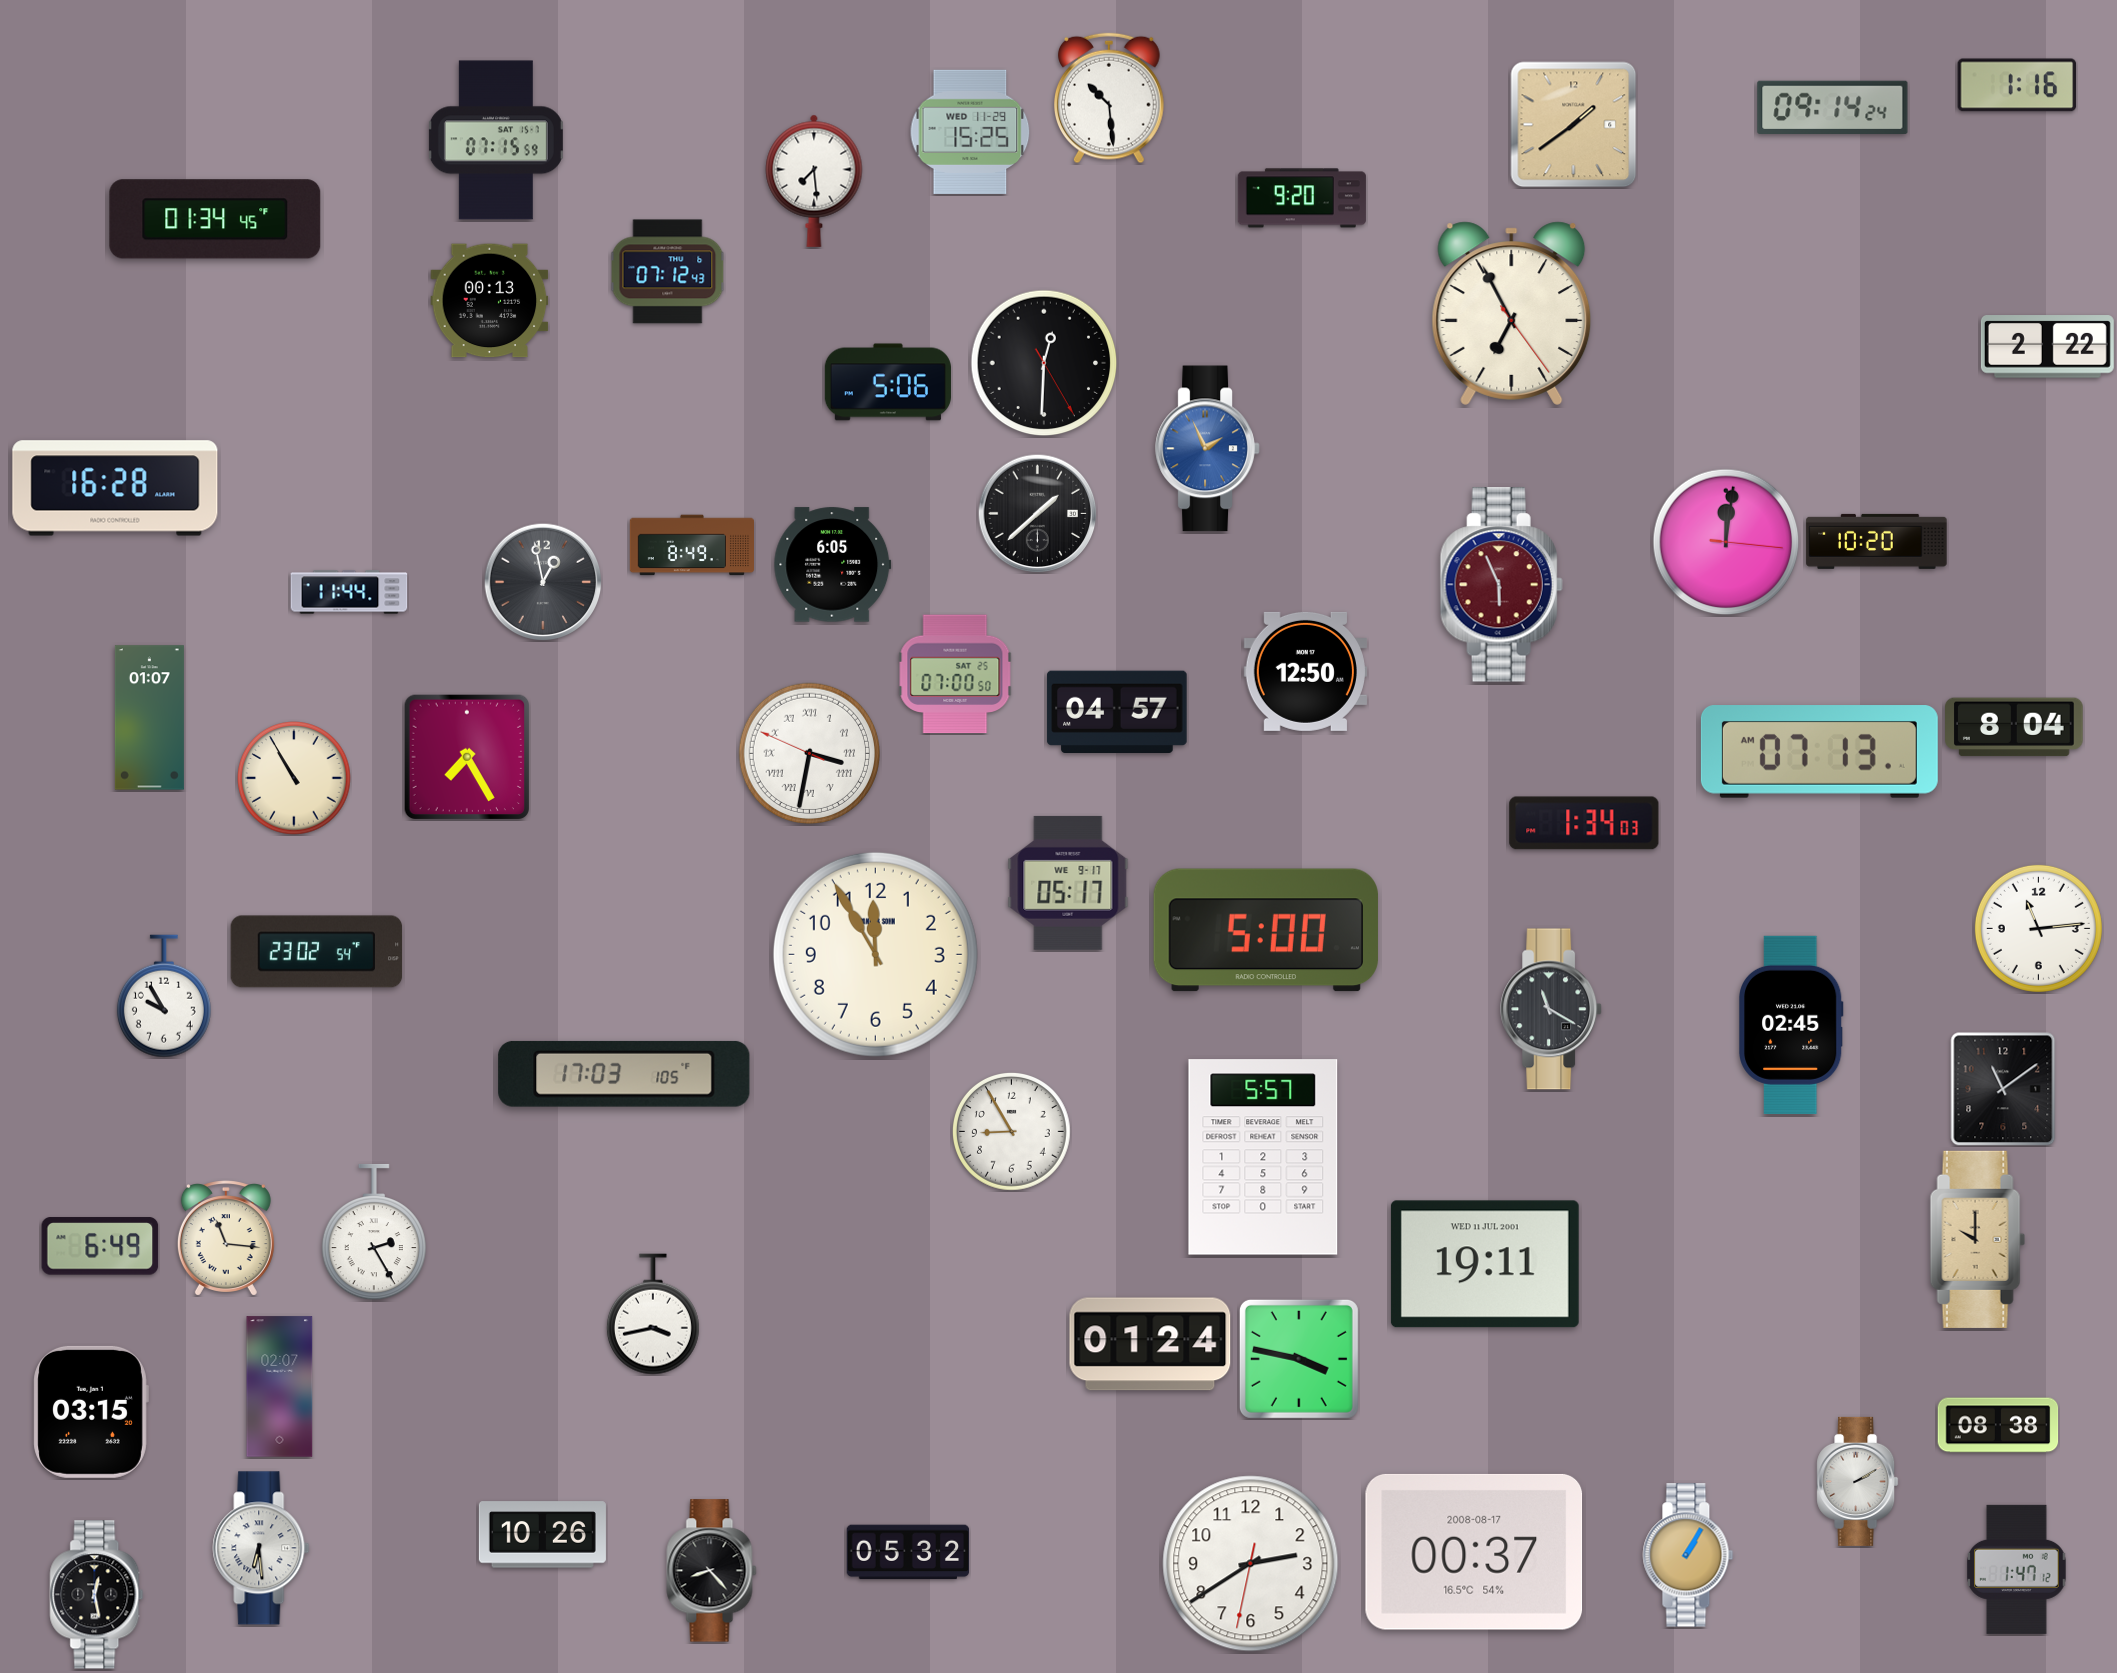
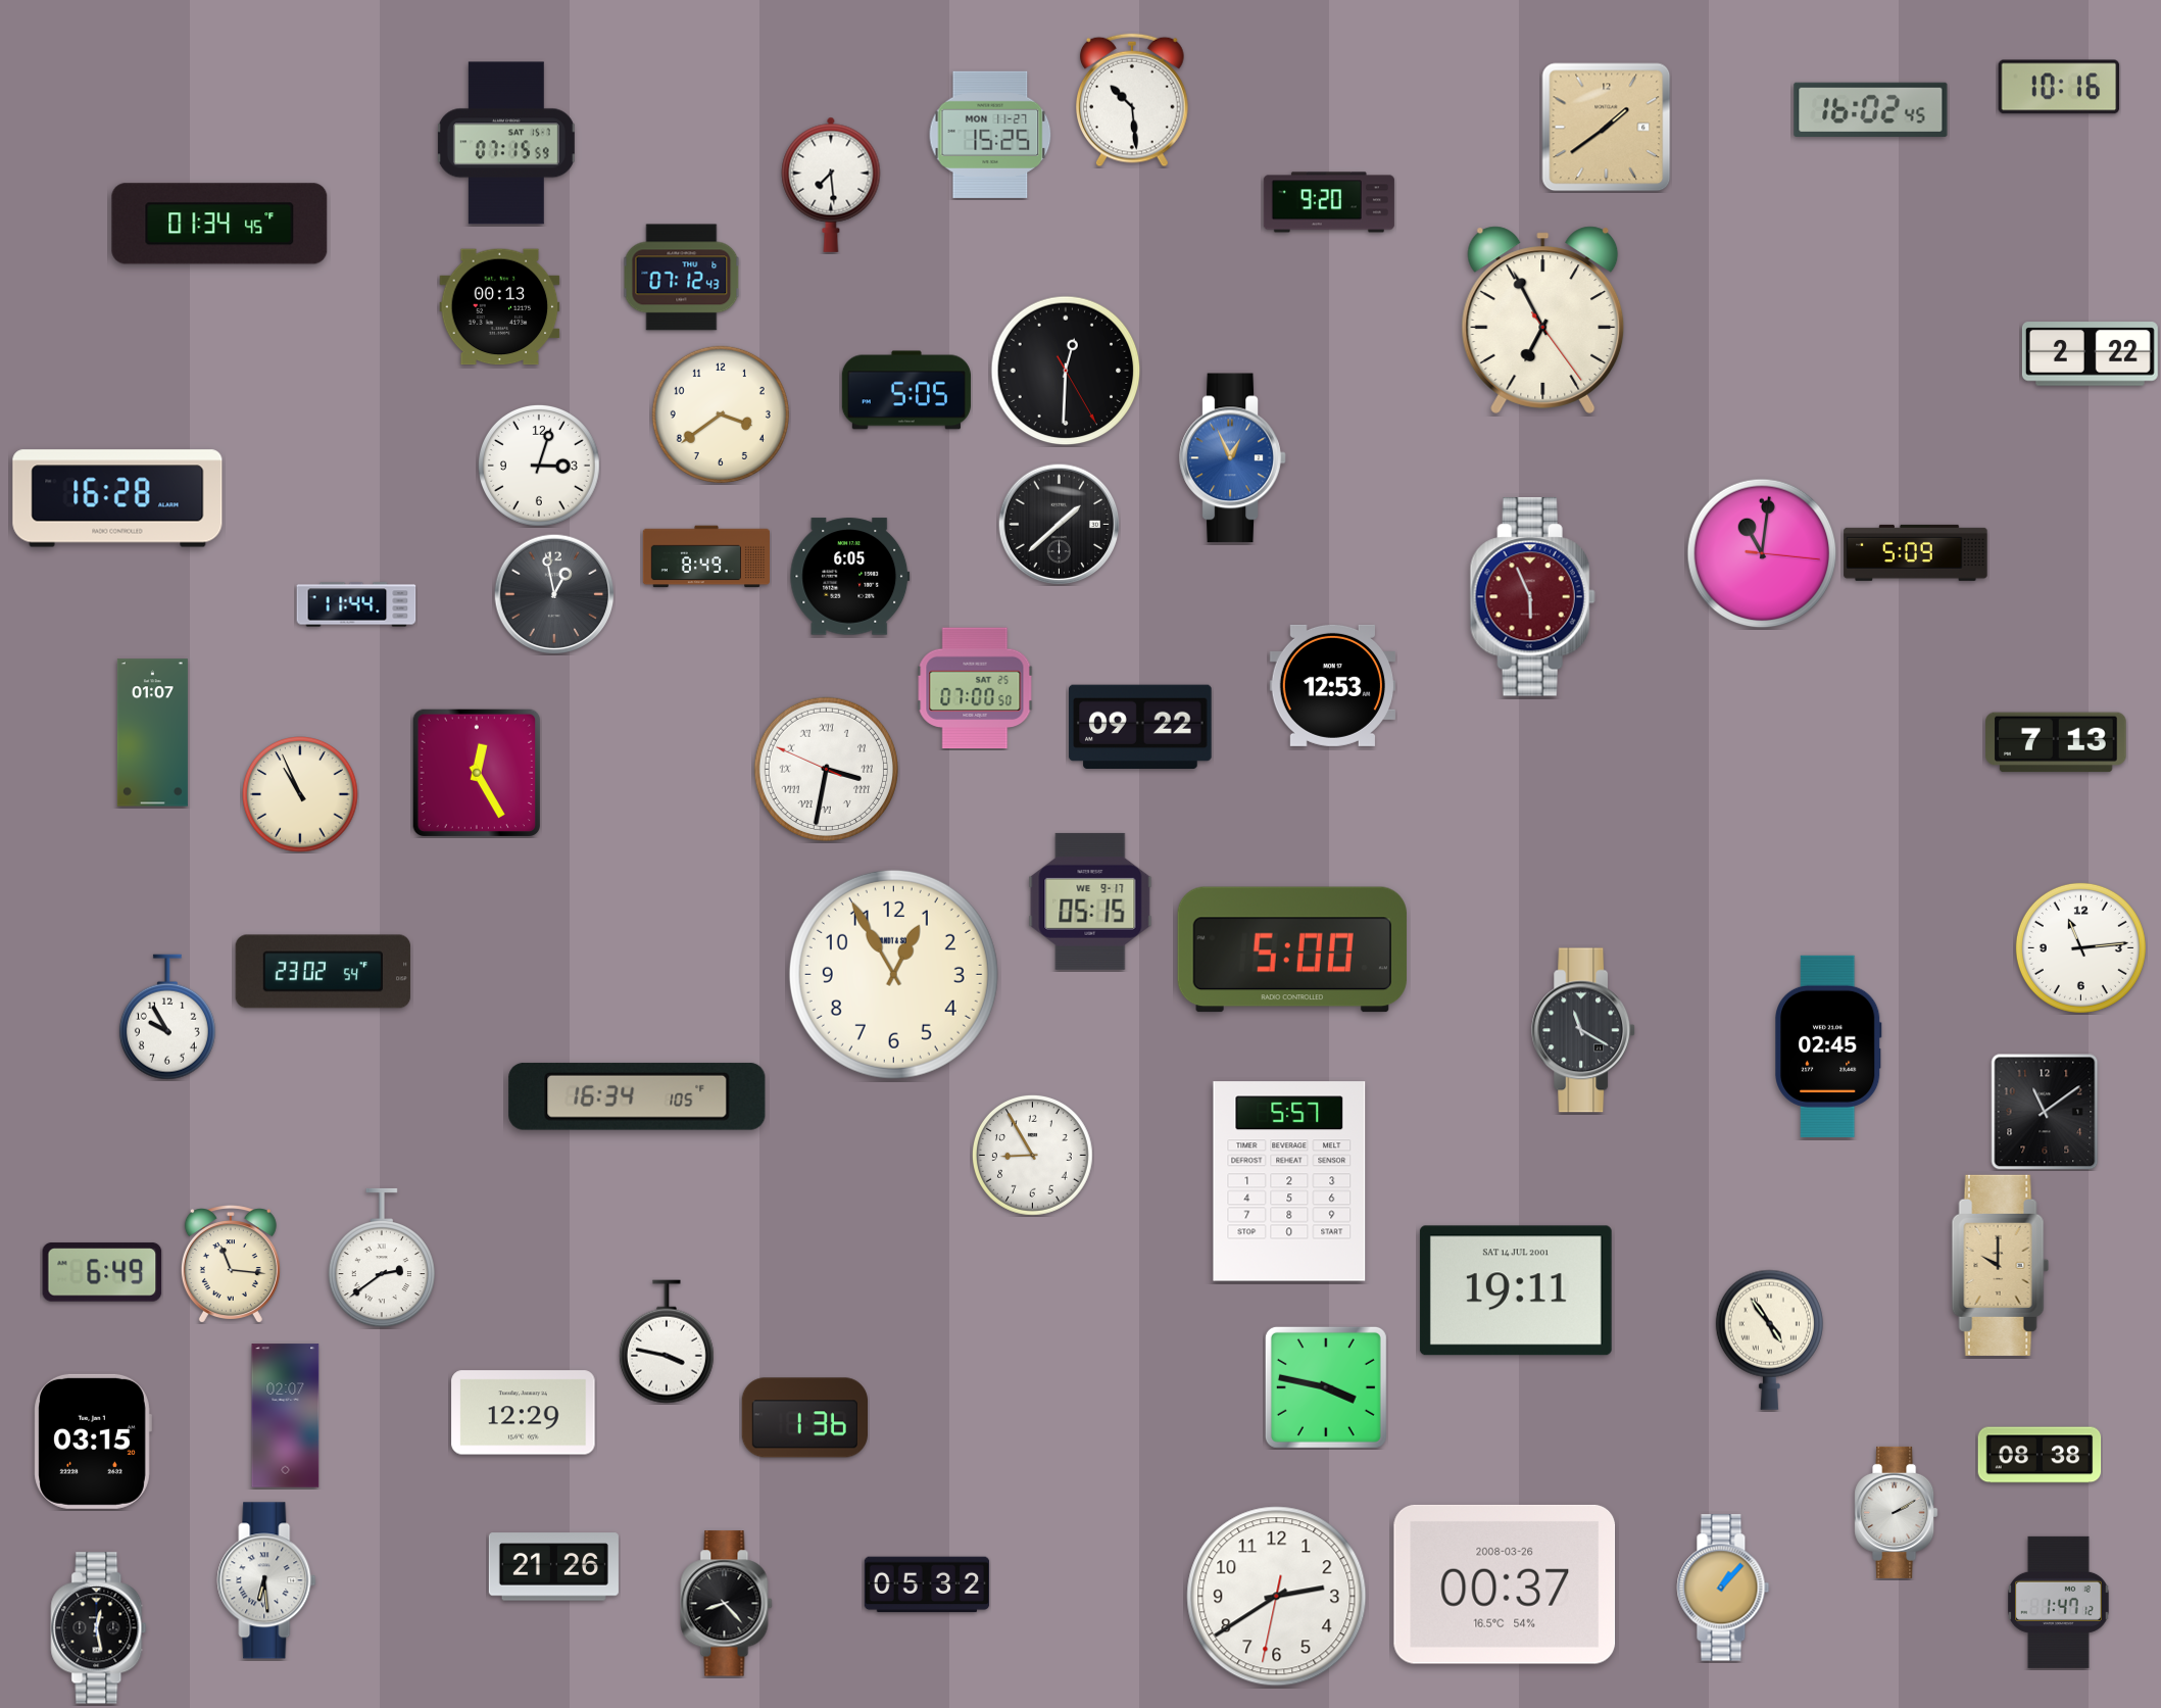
clock at (2017, 85): 1:16 -> 10:16
clock at (1833, 107): 09:14 -> 16:02
clock at (970, 132) date: WED 11-29 -> MON 11-27
clock at (888, 382): 5:06 -> 5:05
clock at (721, 414): none -> 3:39
clock at (1208, 449): 1:56 -> 12:56
clock at (539, 466): none -> 3:03
clock at (1877, 541): 10:20 -> 5:09
clock at (1726, 542): 12:01 -> 11:01
clock at (1305, 671): 12:50 -> 12:53
clock at (1117, 711): 04:57 -> 09:22
clock at (2015, 727): 8:04 -> 7:13
clock at (1819, 752): 07:13 -> none
clock at (467, 757): 7:25 -> 12:25
clock at (294, 778): 10:55 -> 10:56
clock at (1584, 823): 1:34 -> none
clock at (1068, 883): 05:17 -> 05:15
clock at (875, 954): 11:55 -> 12:55
clock at (624, 1074): 17:03 -> 16:34
clock at (374, 1232): 2:25 -> 2:39
clock at (1977, 1239) position: (1977, 1239) -> (2000, 1265)
clock at (1485, 1264) date: WED 11 JUL 2001 -> SAT 14 JUL 2001
clock at (1769, 1339): none -> 4:54
clock at (653, 1314): 3:43 -> 3:47
clock at (1150, 1344): 01:24 -> none
clock at (524, 1413): none -> 12:29
clock at (804, 1418): none -> 1:36
clock at (542, 1535): 10:26 -> 21:26
clock at (1474, 1552) date: 2008-08-17 -> 2008-03-26
clock at (1688, 1555): 1:05 -> 1:07
